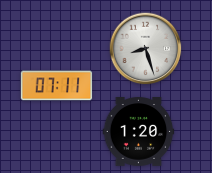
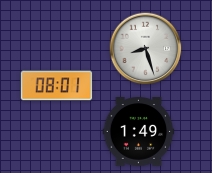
clock at (57, 86): 07:11 -> 08:01
clock at (139, 132): 1:20 -> 1:49
